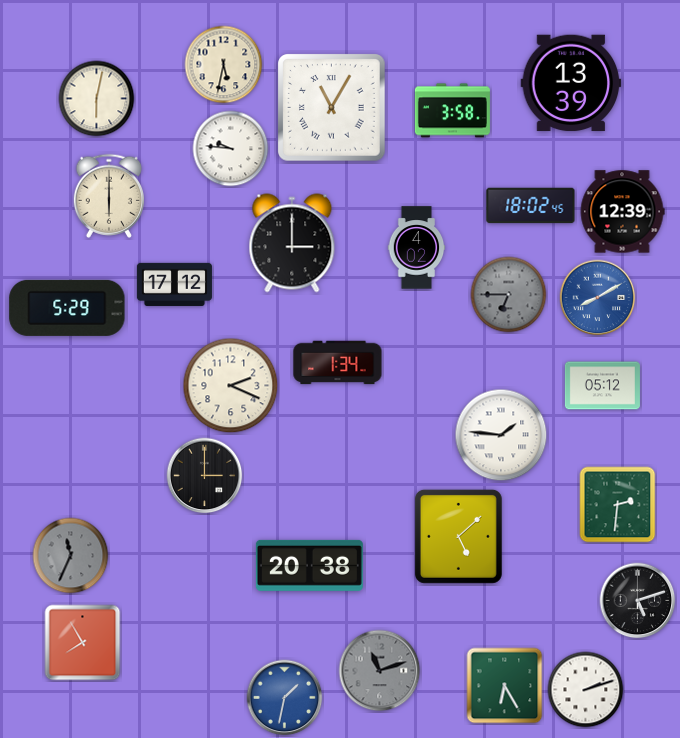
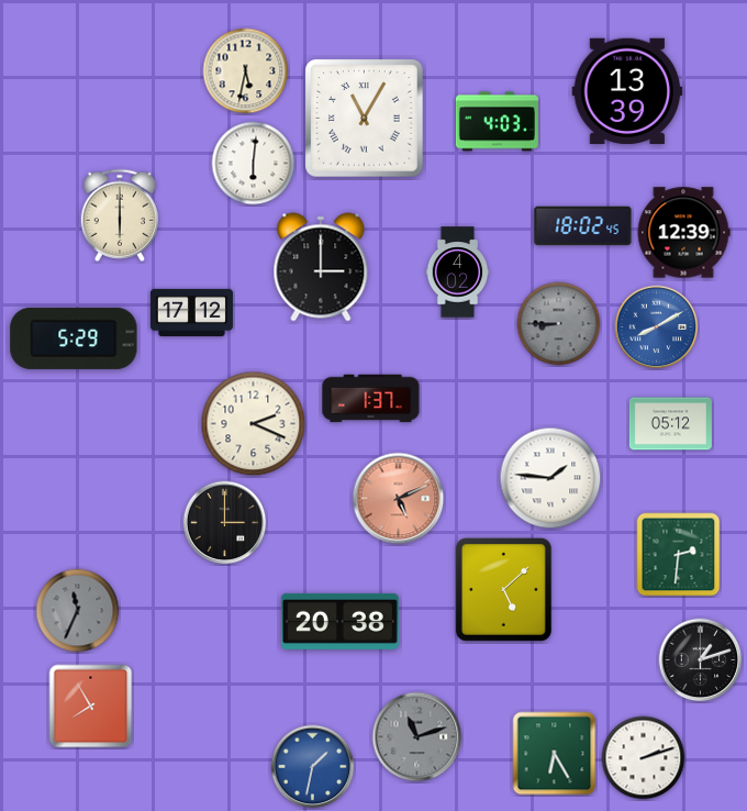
clock at (97, 99): 6:02 -> none
clock at (452, 111): 3:58 -> 4:03
clock at (231, 149): 9:46 -> 6:01
clock at (509, 295): 6:45 -> 8:45
clock at (338, 363): 1:34 -> 1:37
clock at (602, 386) position: (602, 386) -> (670, 424)
clock at (399, 499): none -> 5:11
clock at (638, 601): 5:12 -> 1:12
